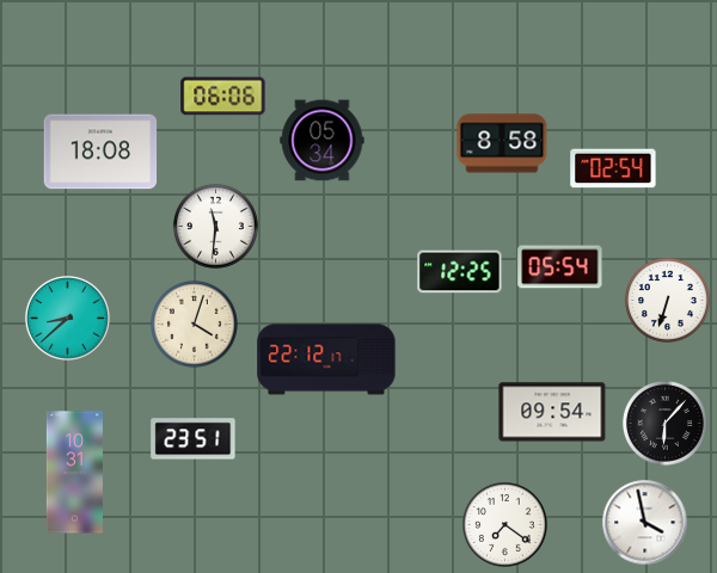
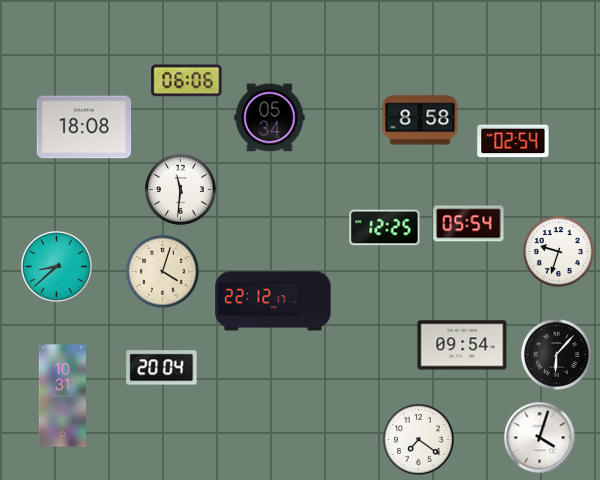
clock at (667, 300): 6:33 -> 9:33
clock at (194, 439): 23:51 -> 20:04
clock at (645, 523): 3:58 -> 4:03
clock at (504, 524) position: (504, 524) -> (418, 439)
